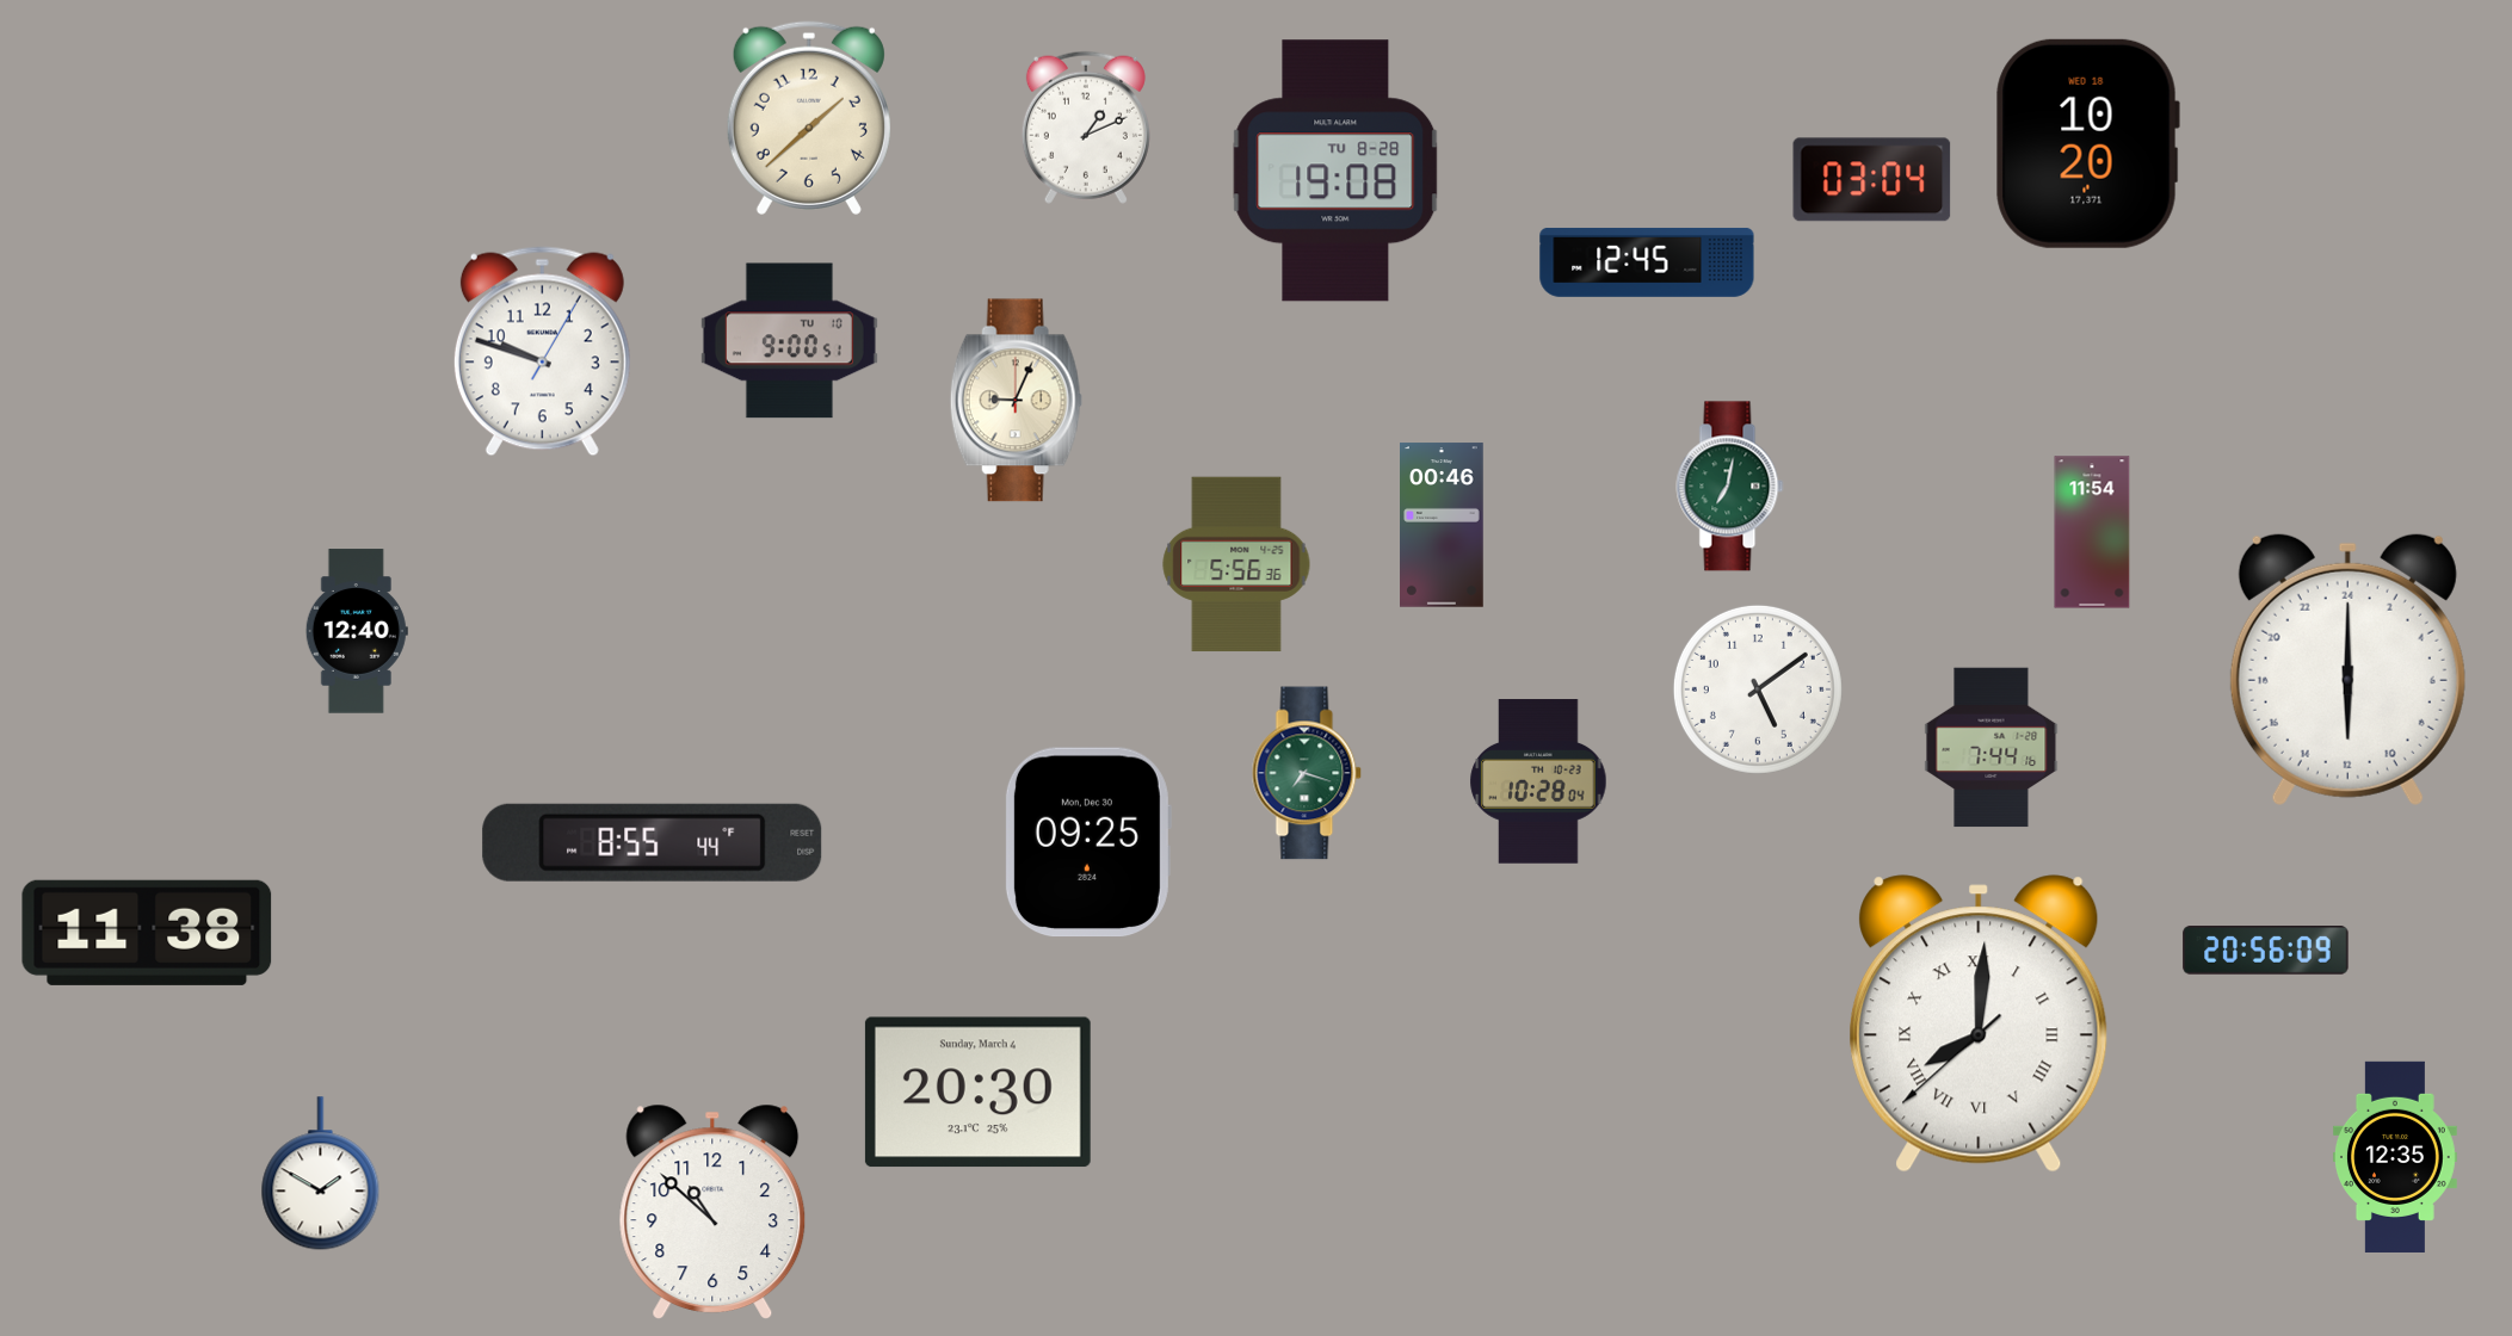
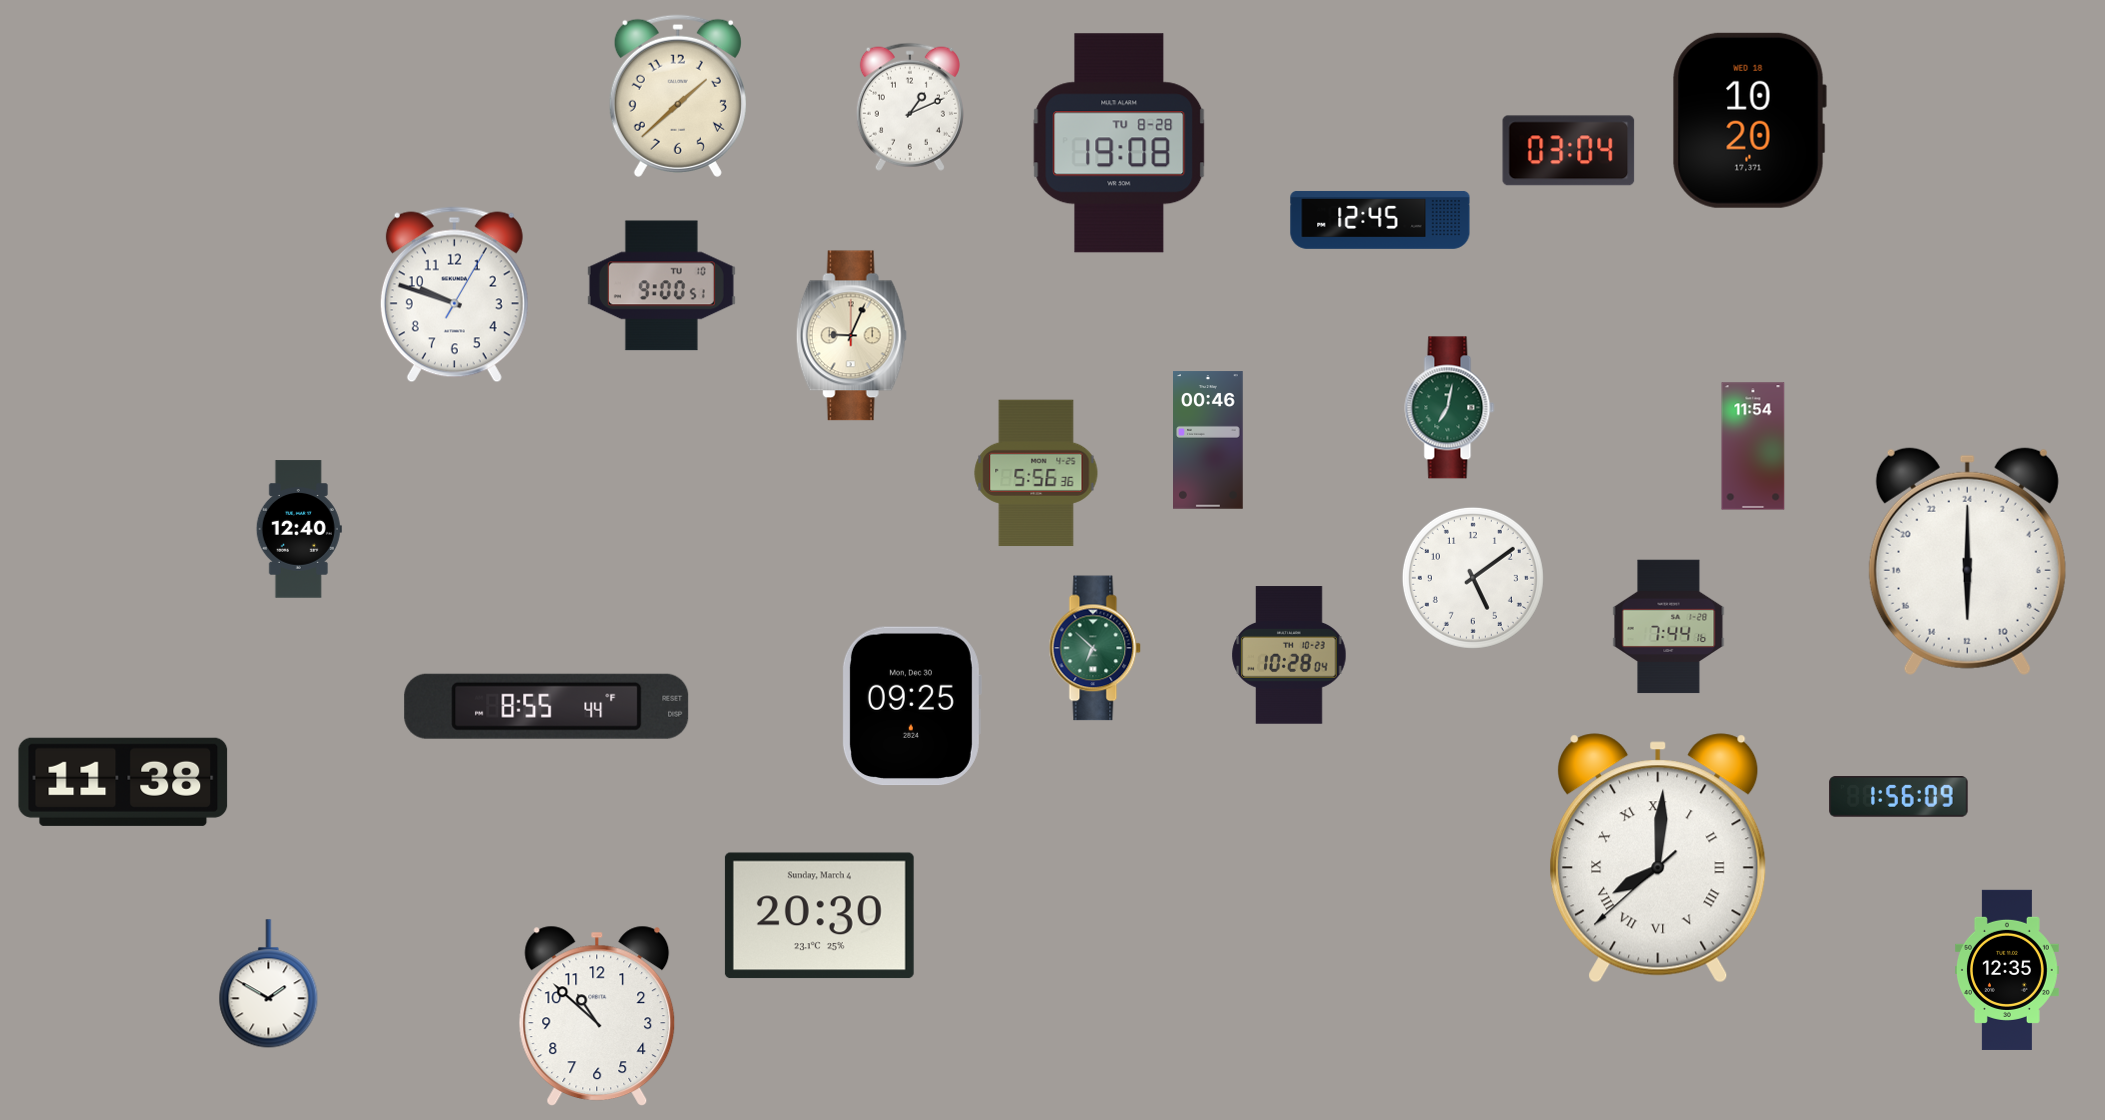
clock at (809, 118) position: (809, 118) -> (678, 96)
clock at (1307, 773): 7:18 -> 6:52
clock at (2266, 951): 20:56 -> 1:56
